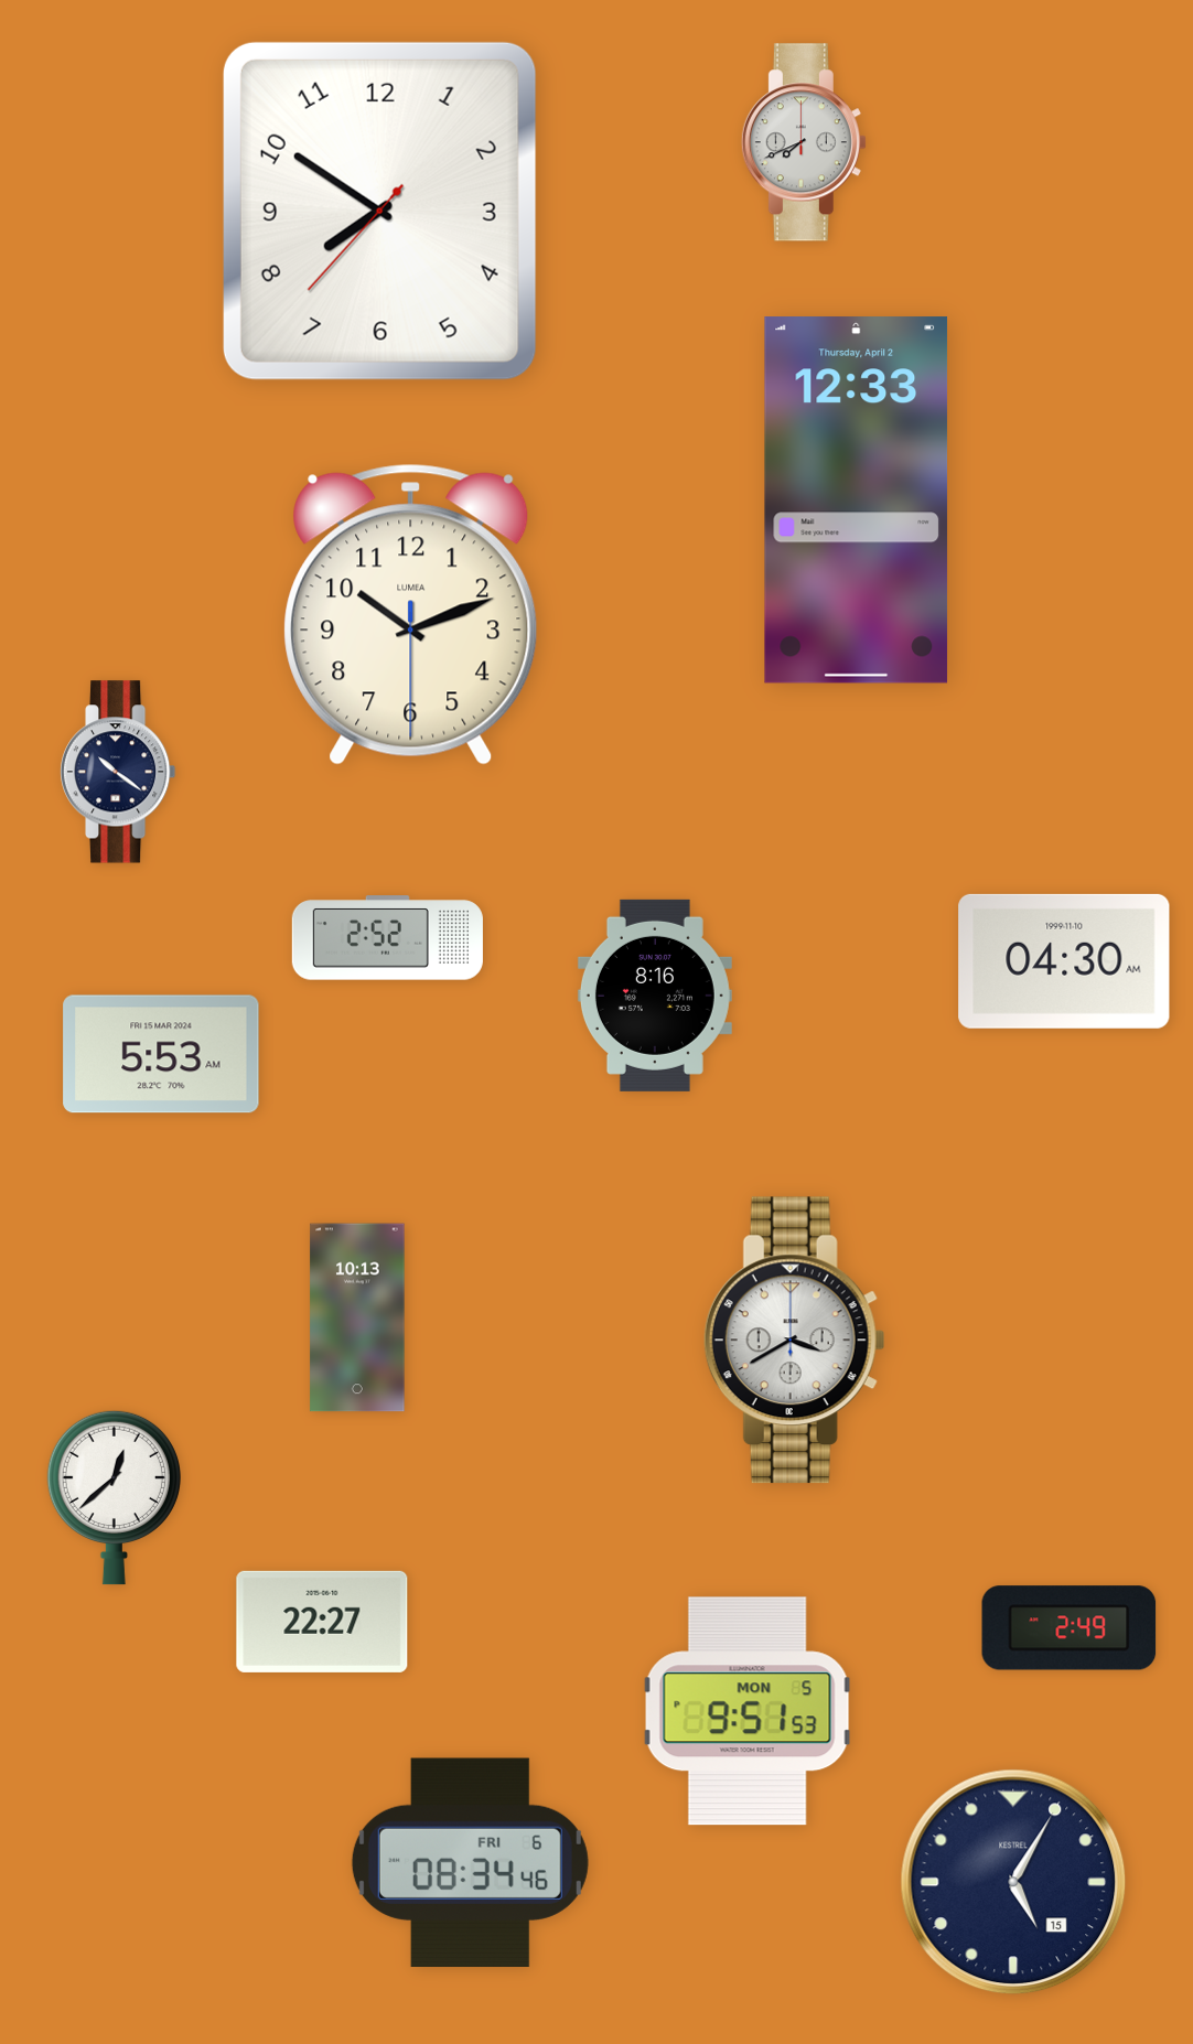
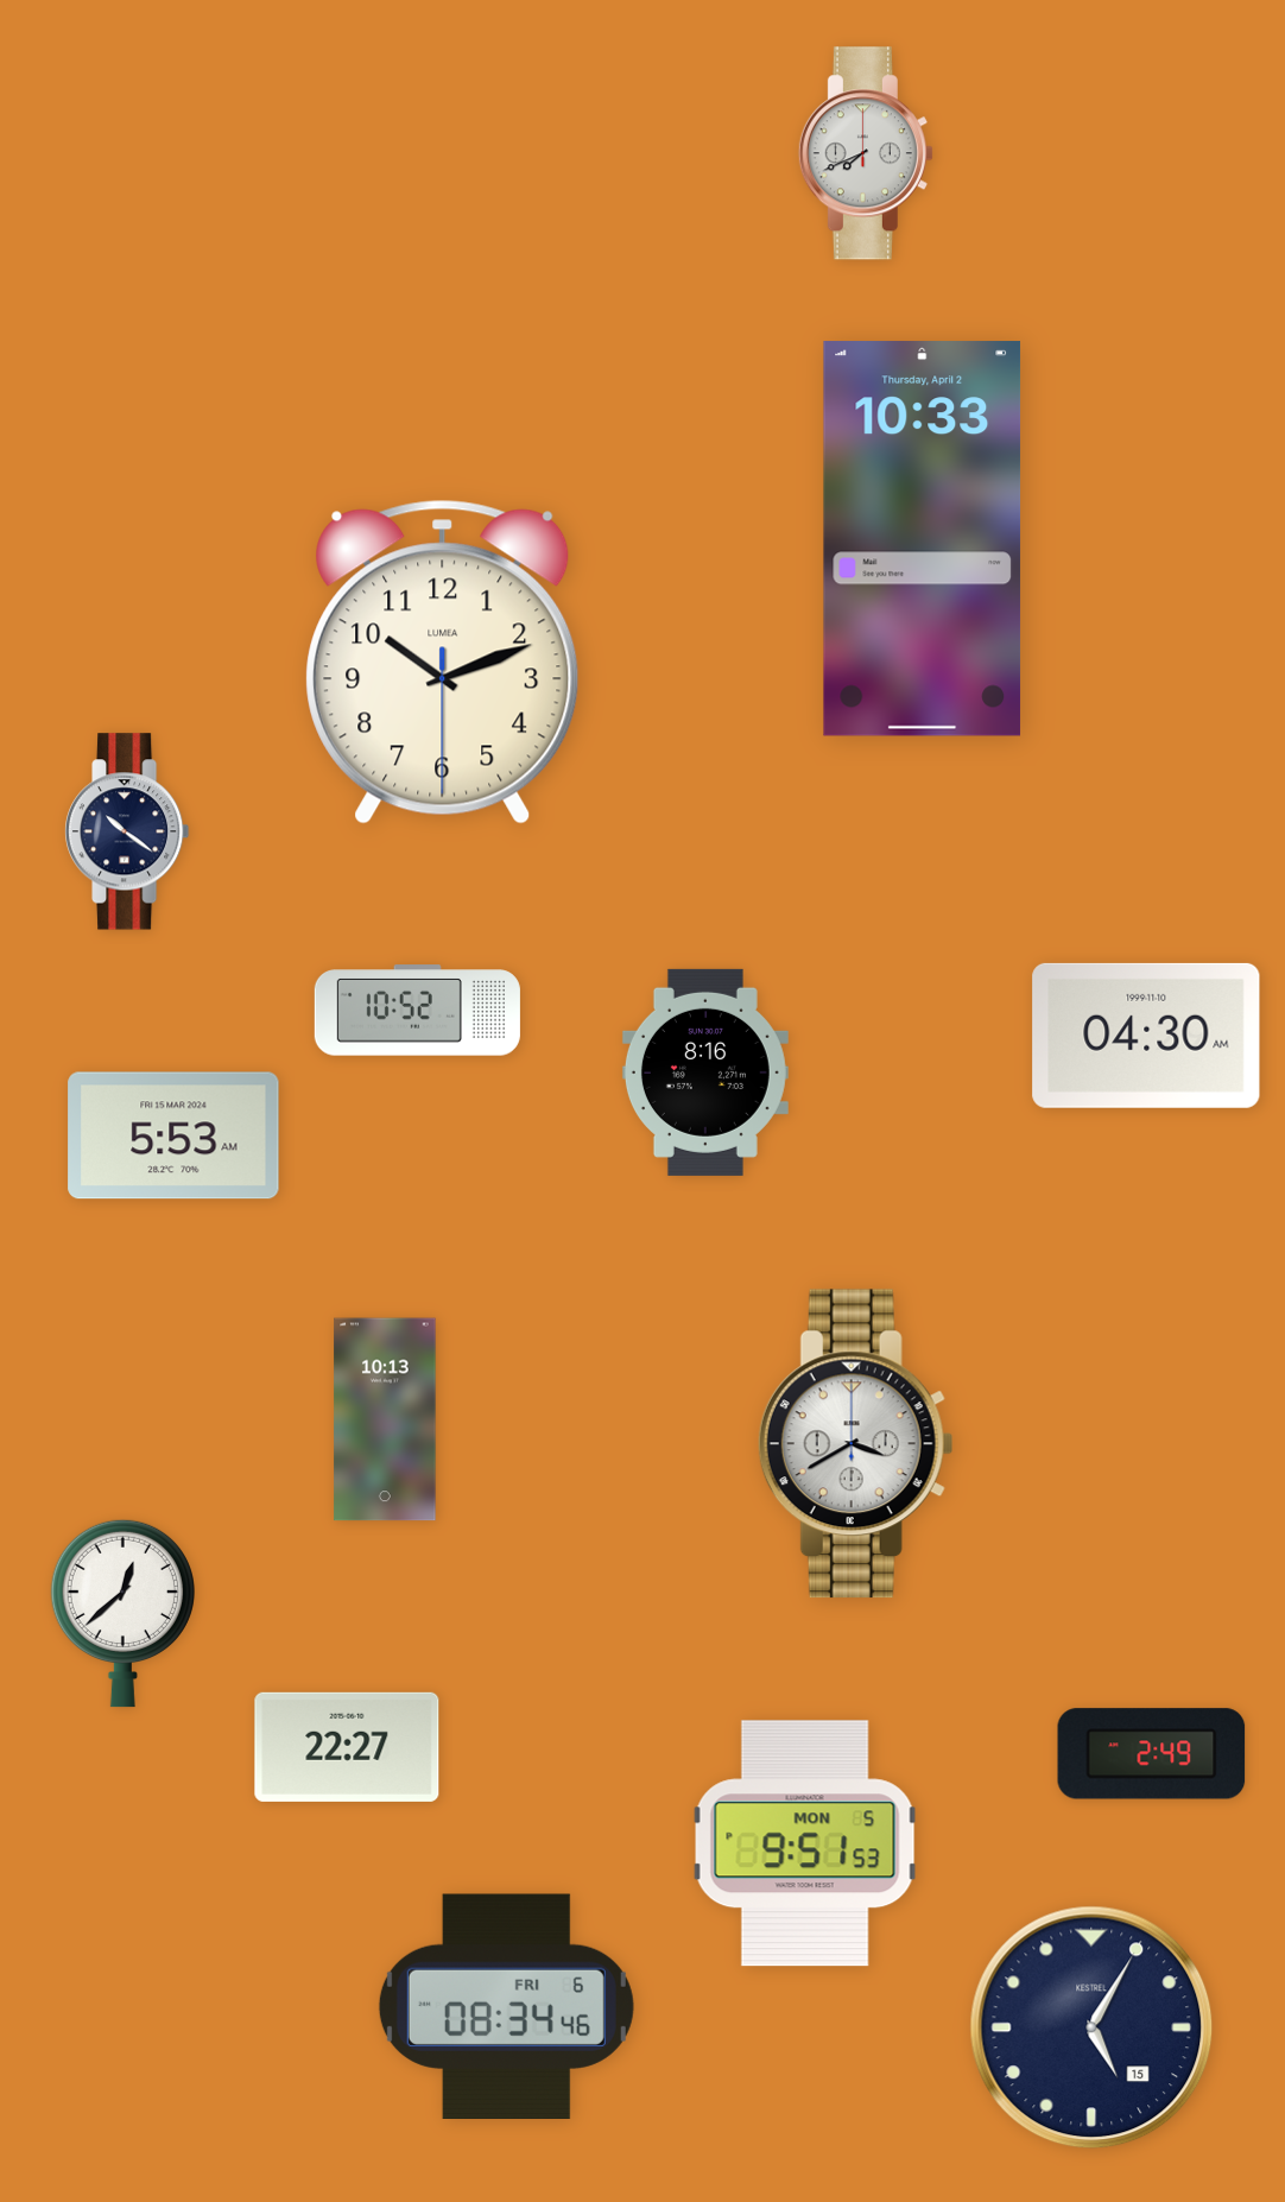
clock at (379, 211): 7:50 -> none
clock at (857, 501): 12:33 -> 10:33
clock at (387, 938): 2:52 -> 10:52
